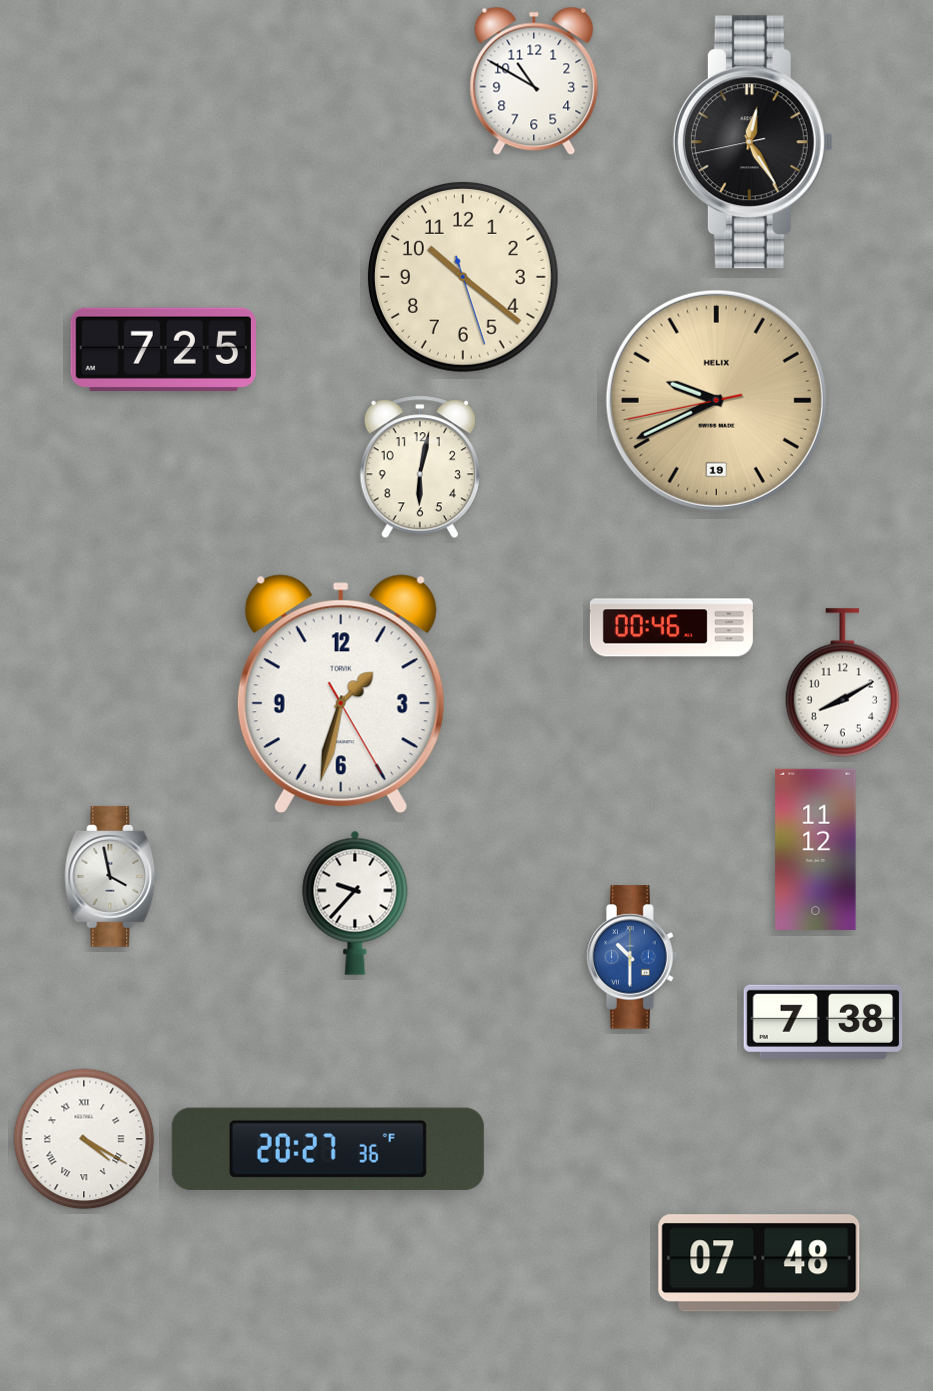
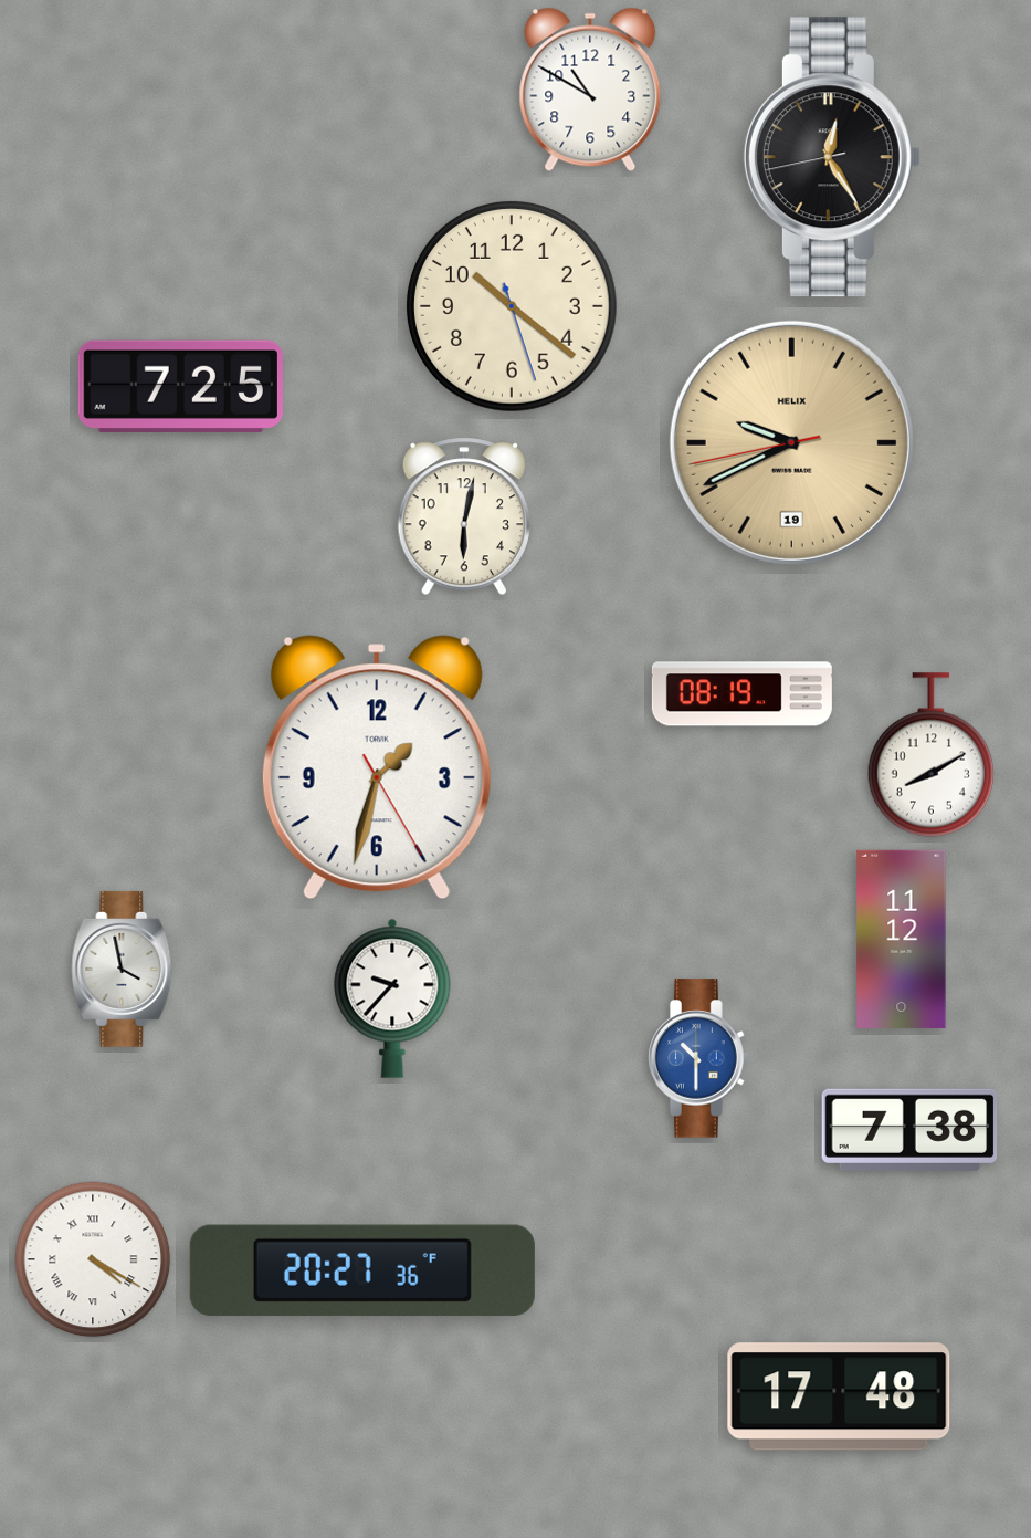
clock at (671, 628): 00:46 -> 08:19
clock at (759, 1263): 07:48 -> 17:48
